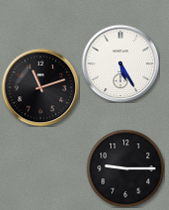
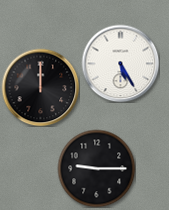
clock at (40, 87): 11:12 -> 12:00
clock at (125, 168) position: (125, 168) -> (96, 168)
